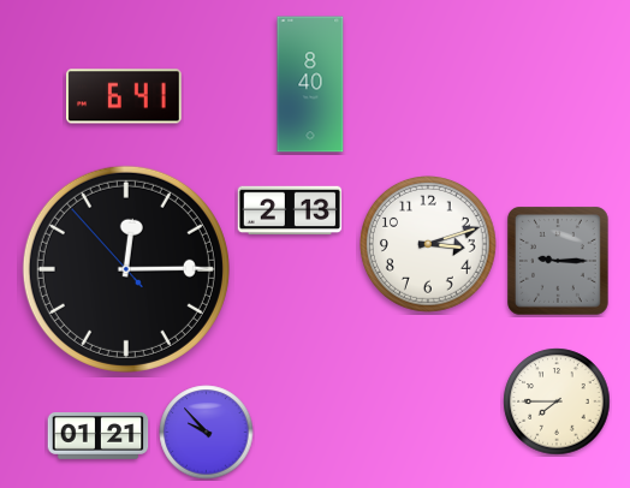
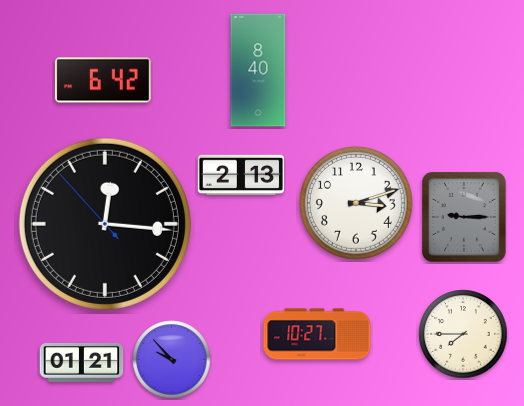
clock at (124, 96): 6:41 -> 6:42
clock at (126, 269): 12:14 -> 12:15
clock at (317, 334): none -> 10:27
